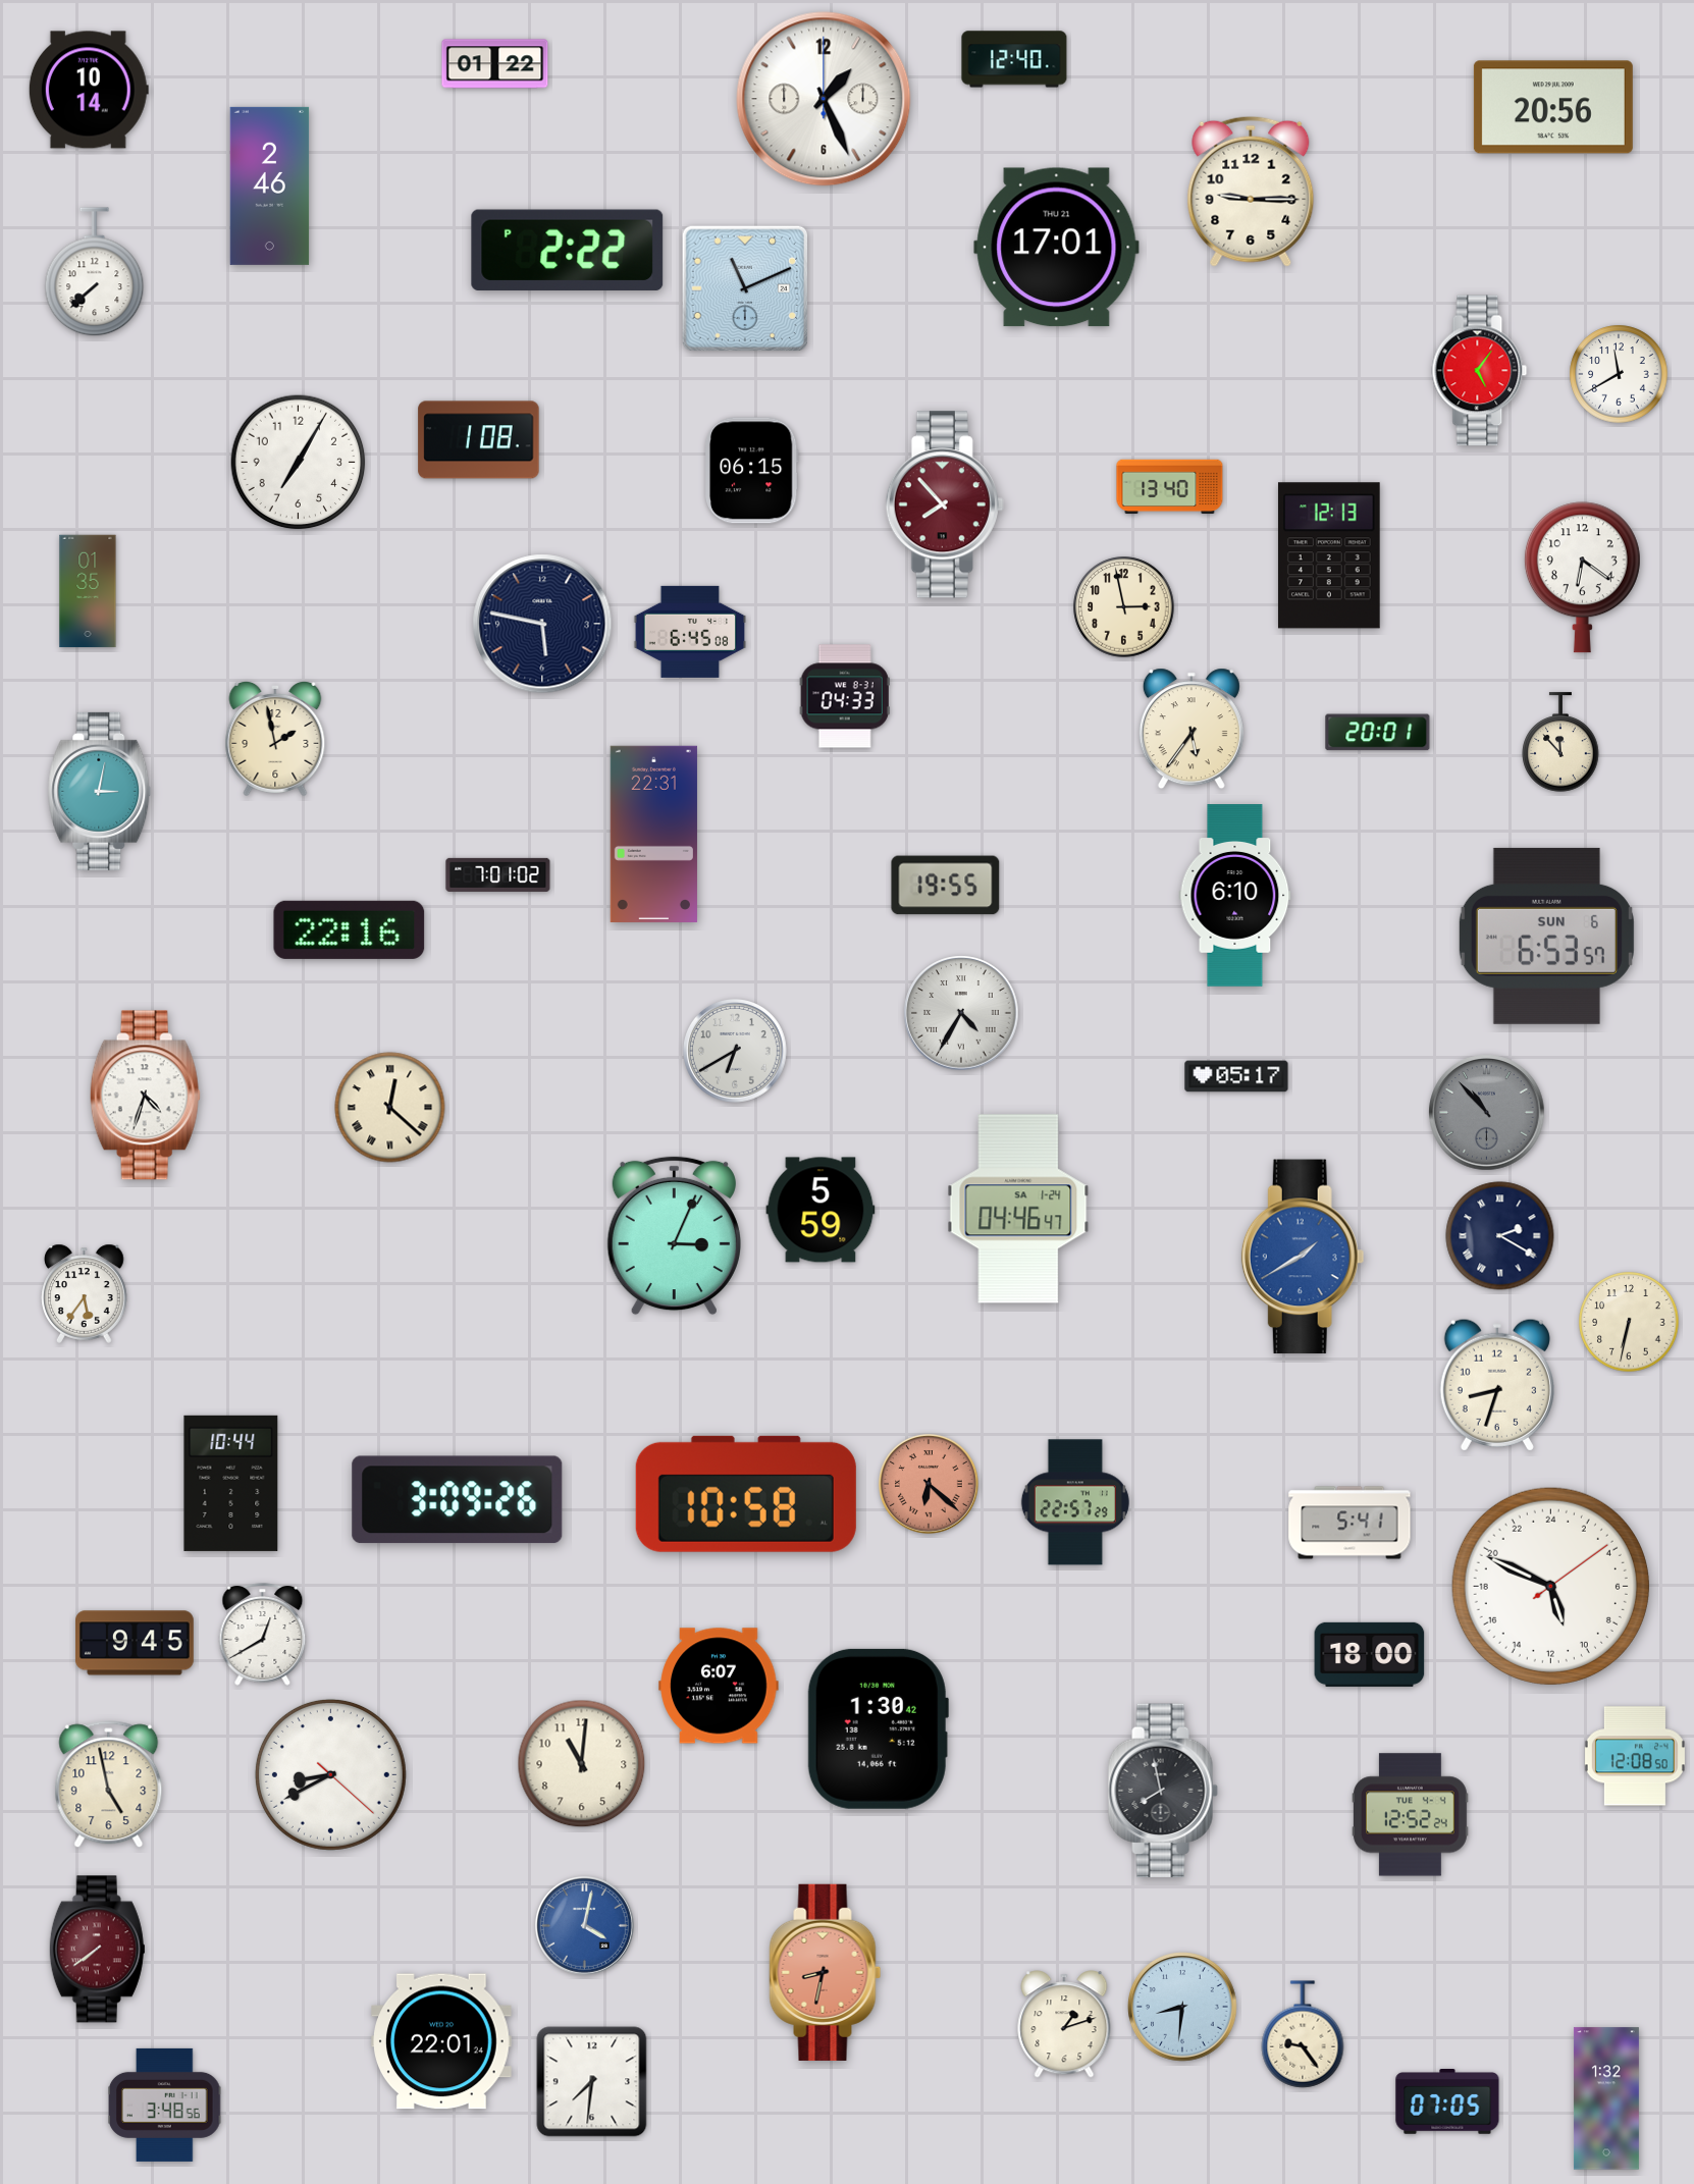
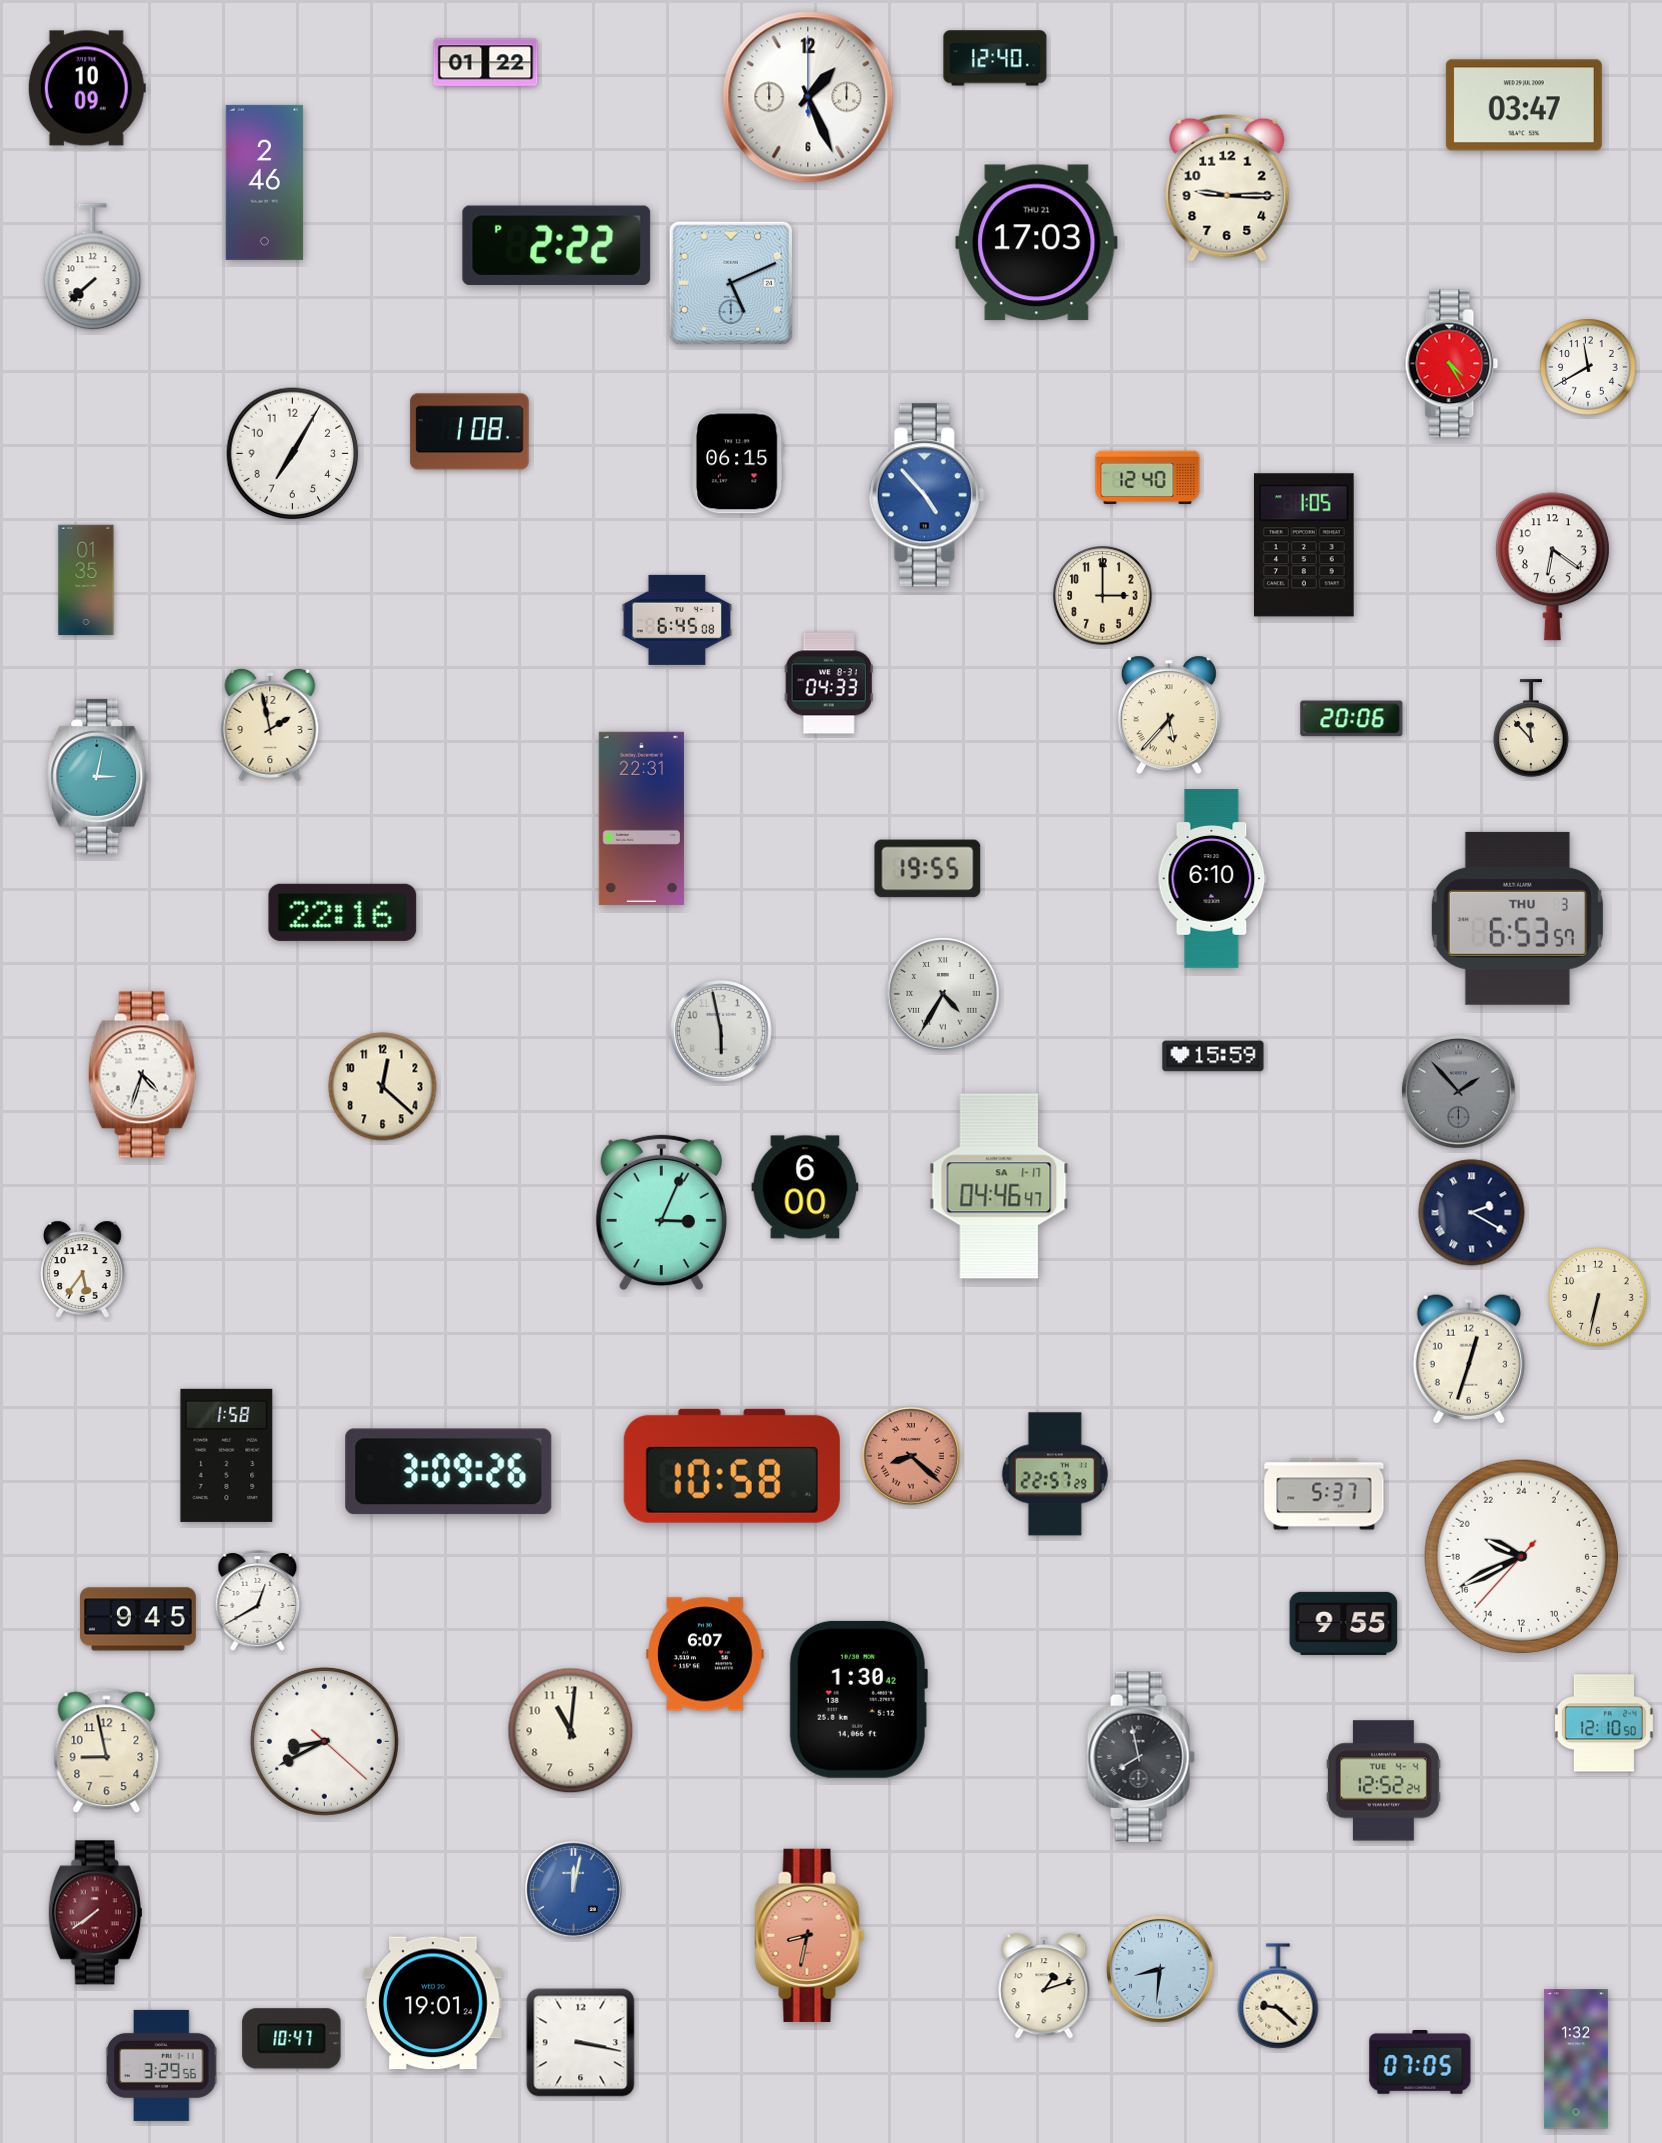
clock at (89, 90): 10:14 -> 10:09
clock at (1553, 107): 20:56 -> 03:47
clock at (1057, 248): 17:01 -> 17:03
clock at (744, 287): 11:11 -> 5:11
clock at (1480, 371): 5:06 -> 4:25
clock at (1170, 487): 13:40 -> 12:40
clock at (945, 504): 7:53 -> 4:53
clock at (945, 504) dial: burgundy -> blue
clock at (1329, 555): 12:13 -> 1:05
clock at (1124, 607): 2:58 -> 3:00
clock at (542, 624): 5:47 -> none
clock at (1192, 729): 5:36 -> 5:37
clock at (1378, 733): 20:01 -> 20:06
clock at (498, 874): 7:01 -> none
clock at (1546, 936) date: SUN 6 -> THU 3
clock at (736, 1052): 6:40 -> 5:58
clock at (1236, 1076): 05:17 -> 15:59
clock at (390, 1108) numerals: Roman -> Arabic
clock at (1487, 1113): 10:53 -> 1:53
clock at (1018, 1209) date: SA 1-24 -> SA 1-17
clock at (820, 1210): 5:59 -> 6:00
clock at (1303, 1257): 1:40 -> none
clock at (1497, 1385): 8:33 -> 12:33
clock at (231, 1483): 10:44 -> 1:58
clock at (930, 1485): 6:22 -> 8:22
clock at (1349, 1523): 5:41 -> 5:37
clock at (1550, 1586): 10:49 -> 19:40
clock at (263, 1635) position: (263, 1635) -> (258, 1601)
clock at (136, 1643) position: (136, 1643) -> (139, 1619)
clock at (1370, 1654): 18:00 -> 9:55
clock at (878, 1728) position: (878, 1728) -> (858, 1699)
clock at (1635, 1756): 12:08 -> 12:10
clock at (109, 1785): 4:58 -> 8:58
clock at (584, 1925): 4:02 -> 12:02
clock at (1303, 2034): 9:24 -> 9:22
clock at (441, 2041): 22:01 -> 19:01
clock at (292, 2039): none -> 10:47
clock at (592, 2082): 7:31 -> 3:17
clock at (165, 2105): 3:48 -> 3:29
